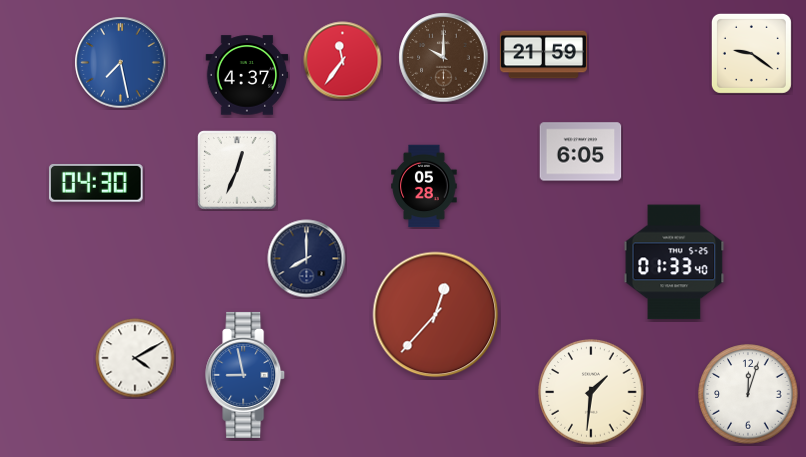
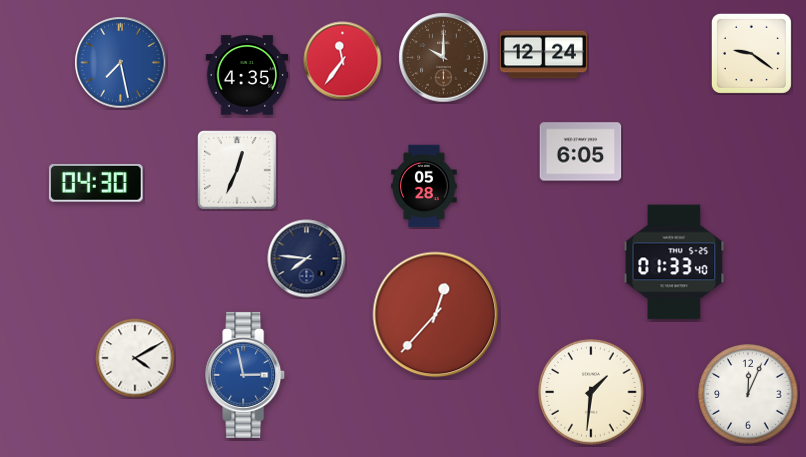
clock at (543, 55): 21:59 -> 12:24
clock at (247, 75): 4:37 -> 4:35
clock at (307, 259): 8:00 -> 7:46
clock at (246, 375): 8:58 -> 2:58
clock at (748, 394): 12:03 -> 12:04
